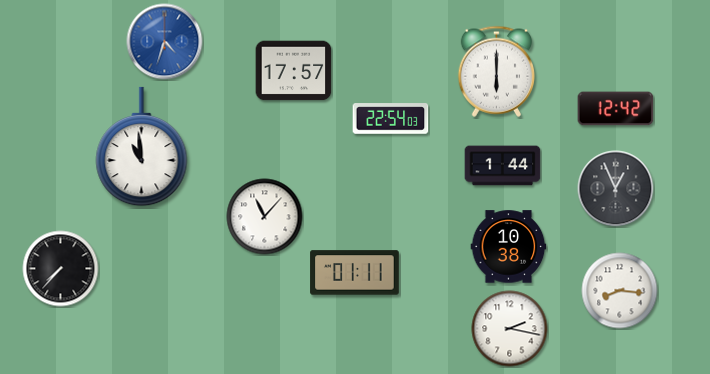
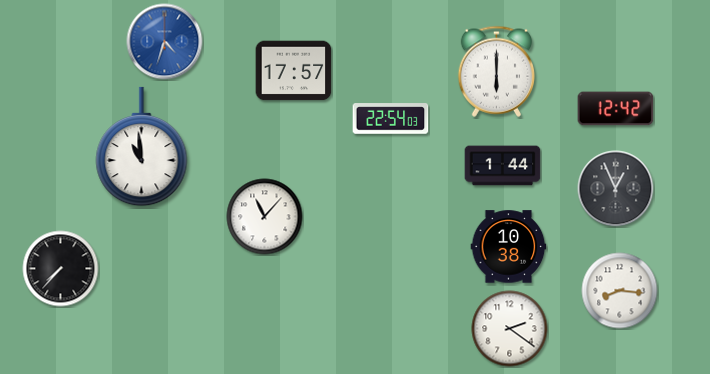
clock at (355, 273): 01:11 -> none
clock at (510, 329): 2:17 -> 2:21
